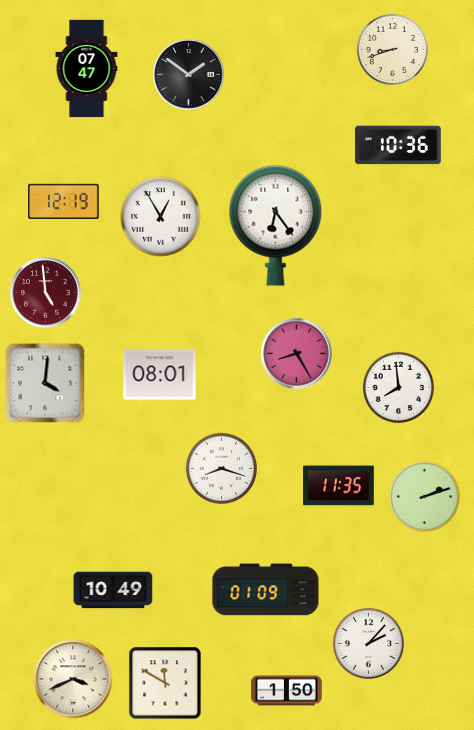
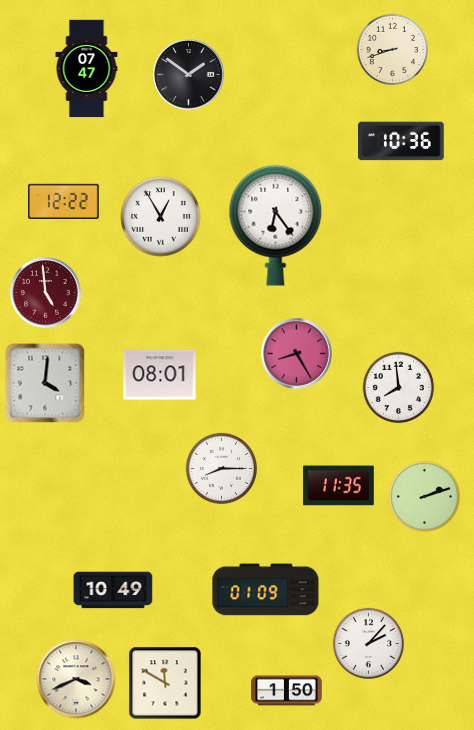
clock at (398, 145) position: (398, 145) -> (401, 141)
clock at (64, 201): 12:19 -> 12:22
clock at (221, 468): 8:18 -> 8:15
clock at (73, 679) position: (73, 679) -> (76, 679)
